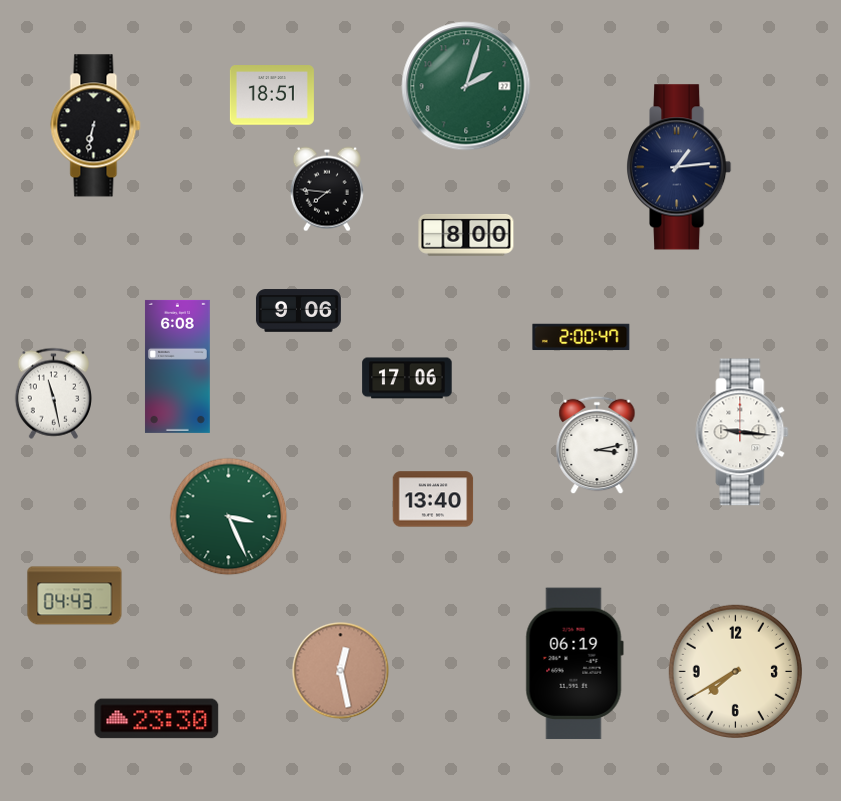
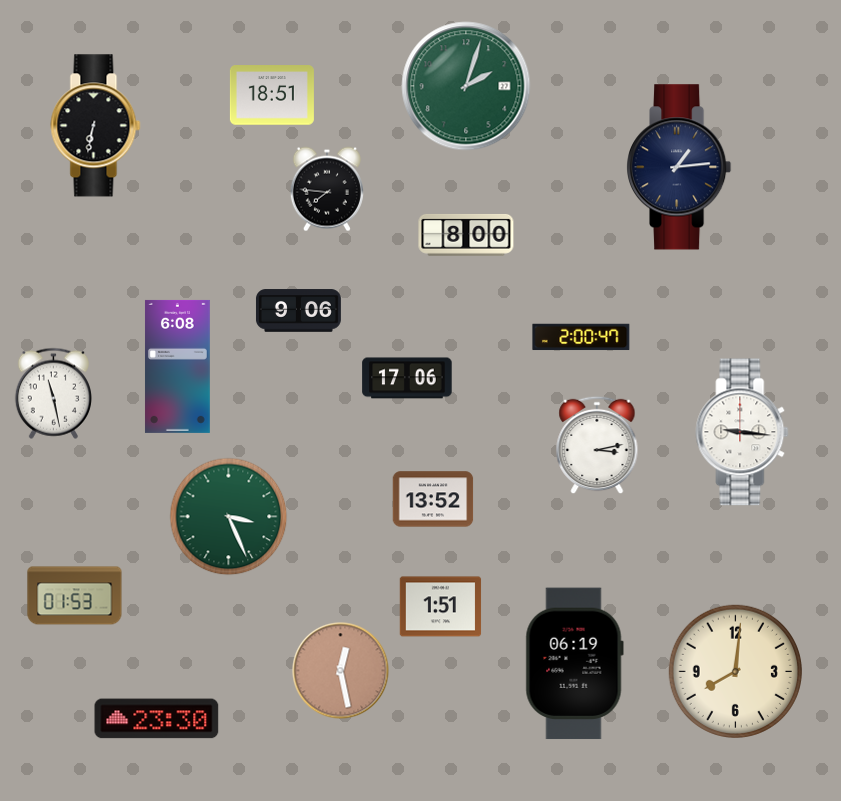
clock at (433, 499): 13:40 -> 13:52
clock at (75, 596): 04:43 -> 01:53
clock at (441, 607): none -> 1:51
clock at (735, 671): 7:40 -> 8:01
